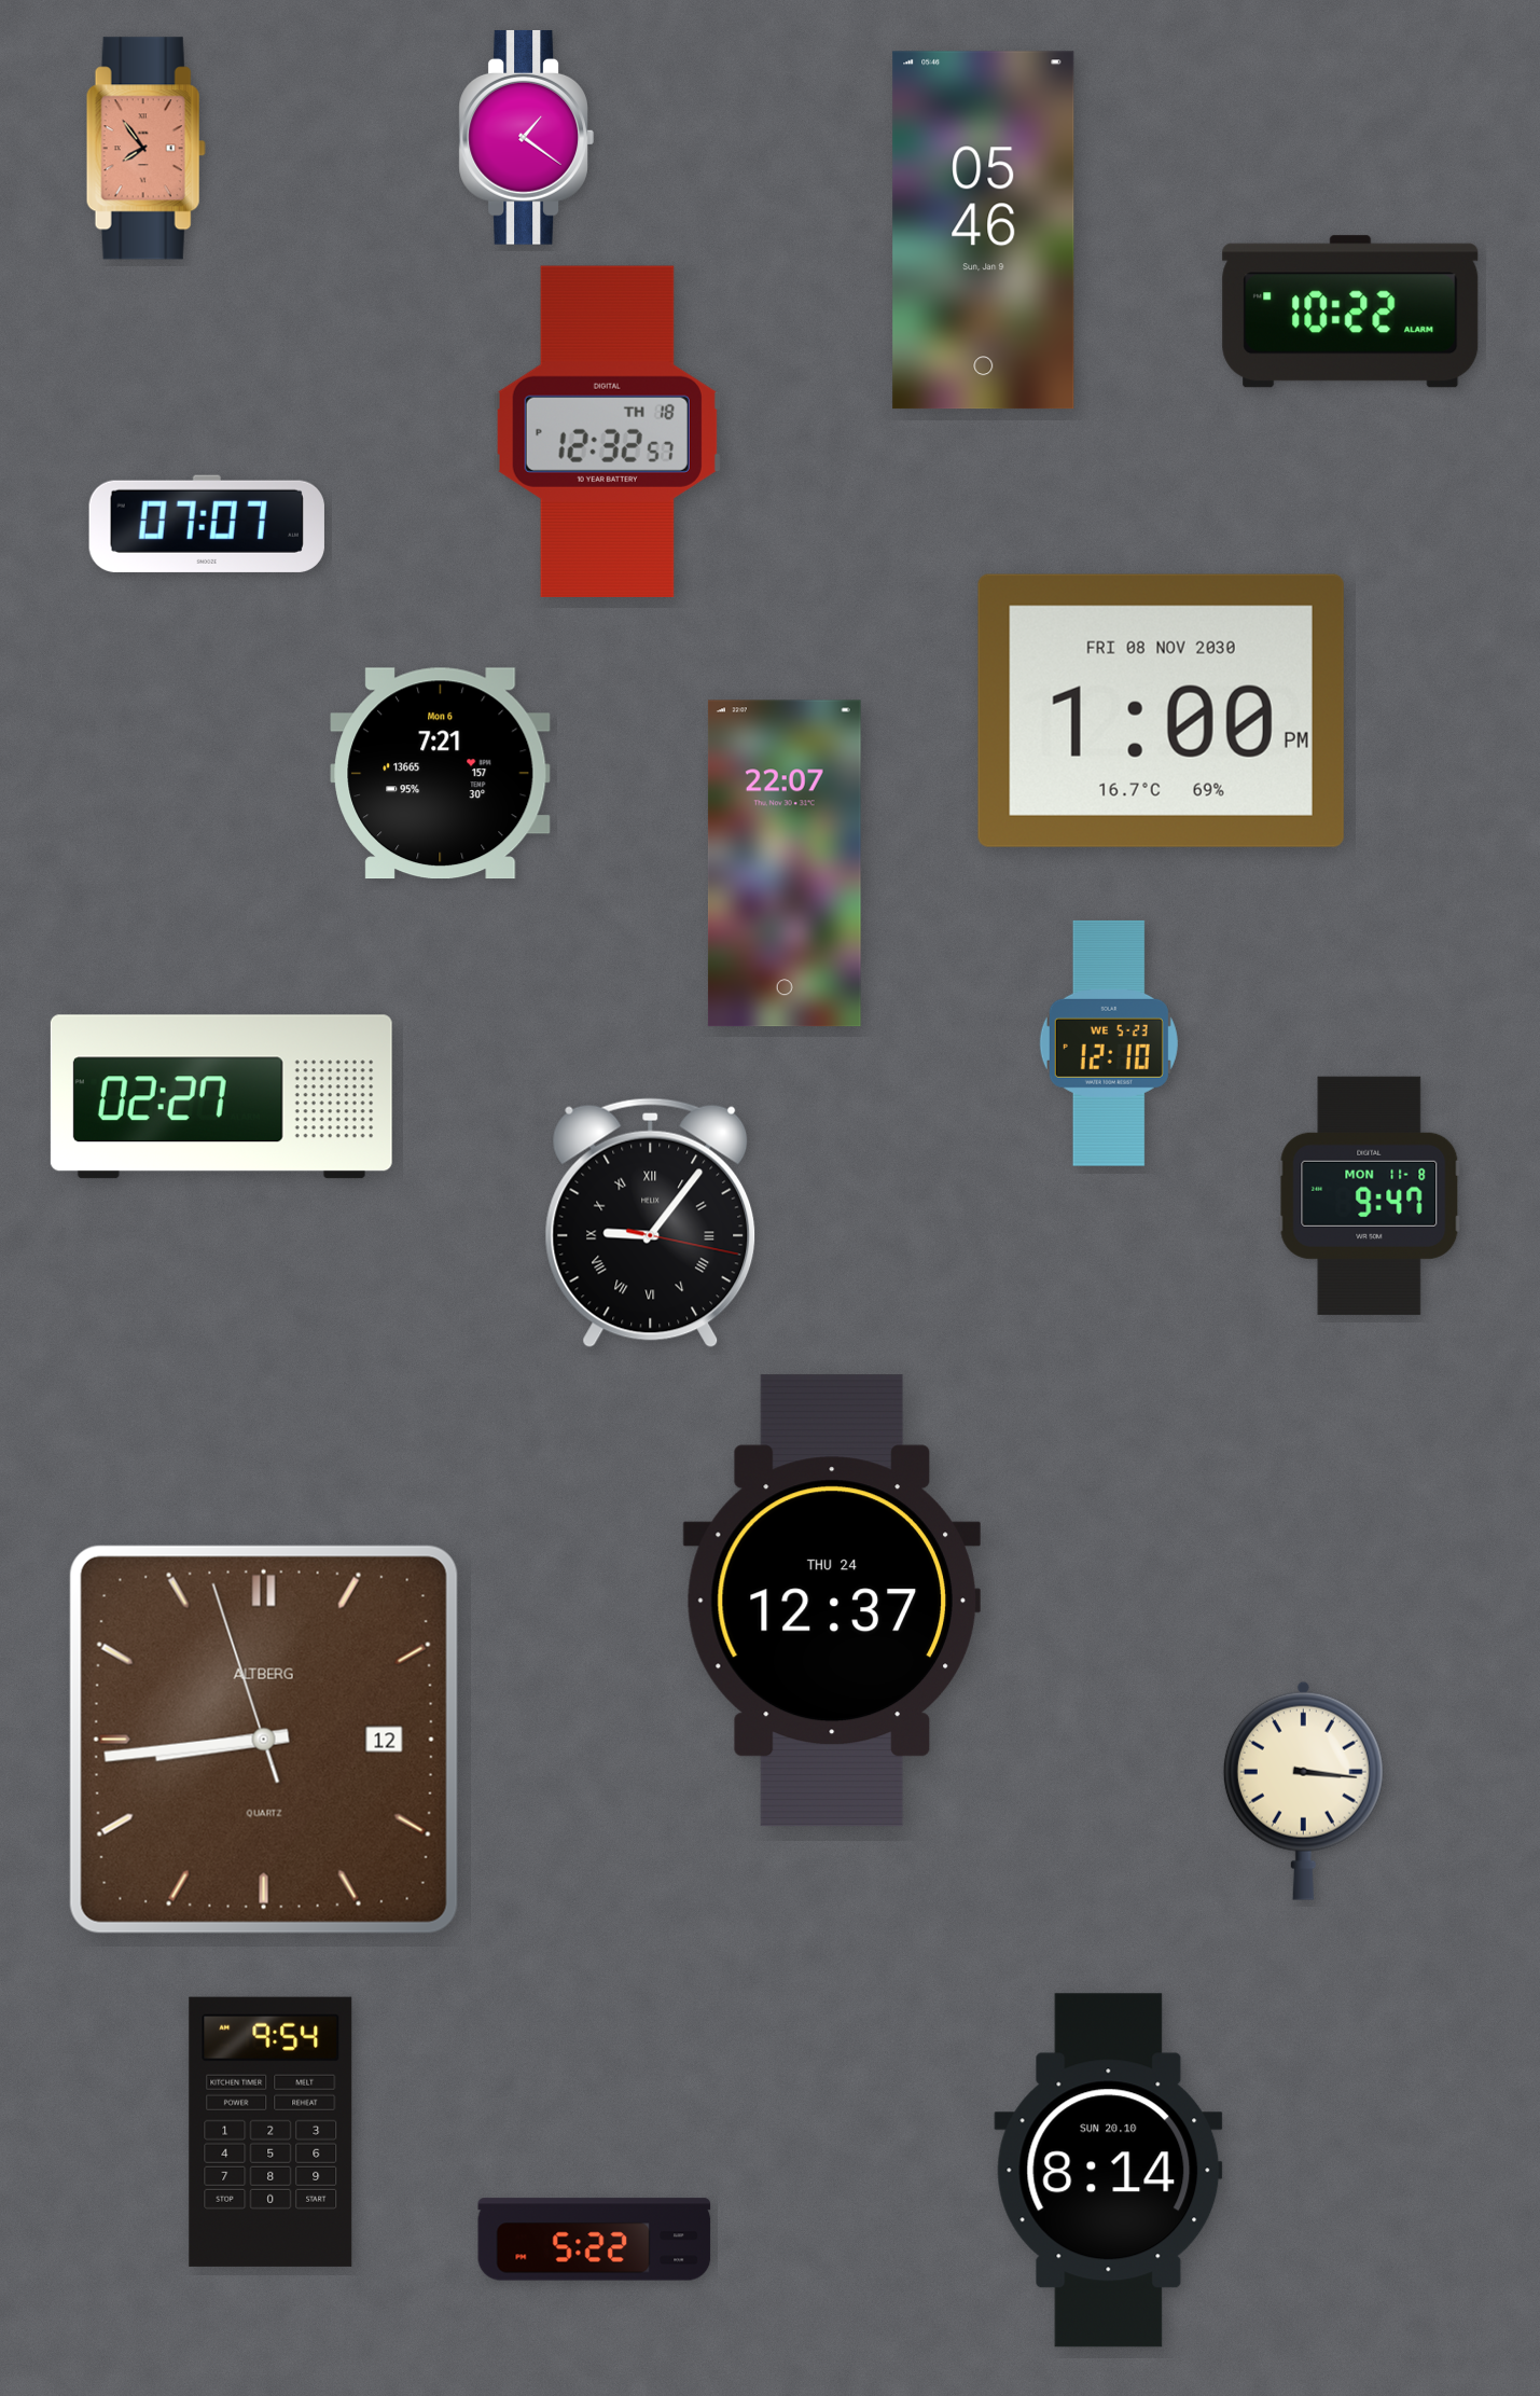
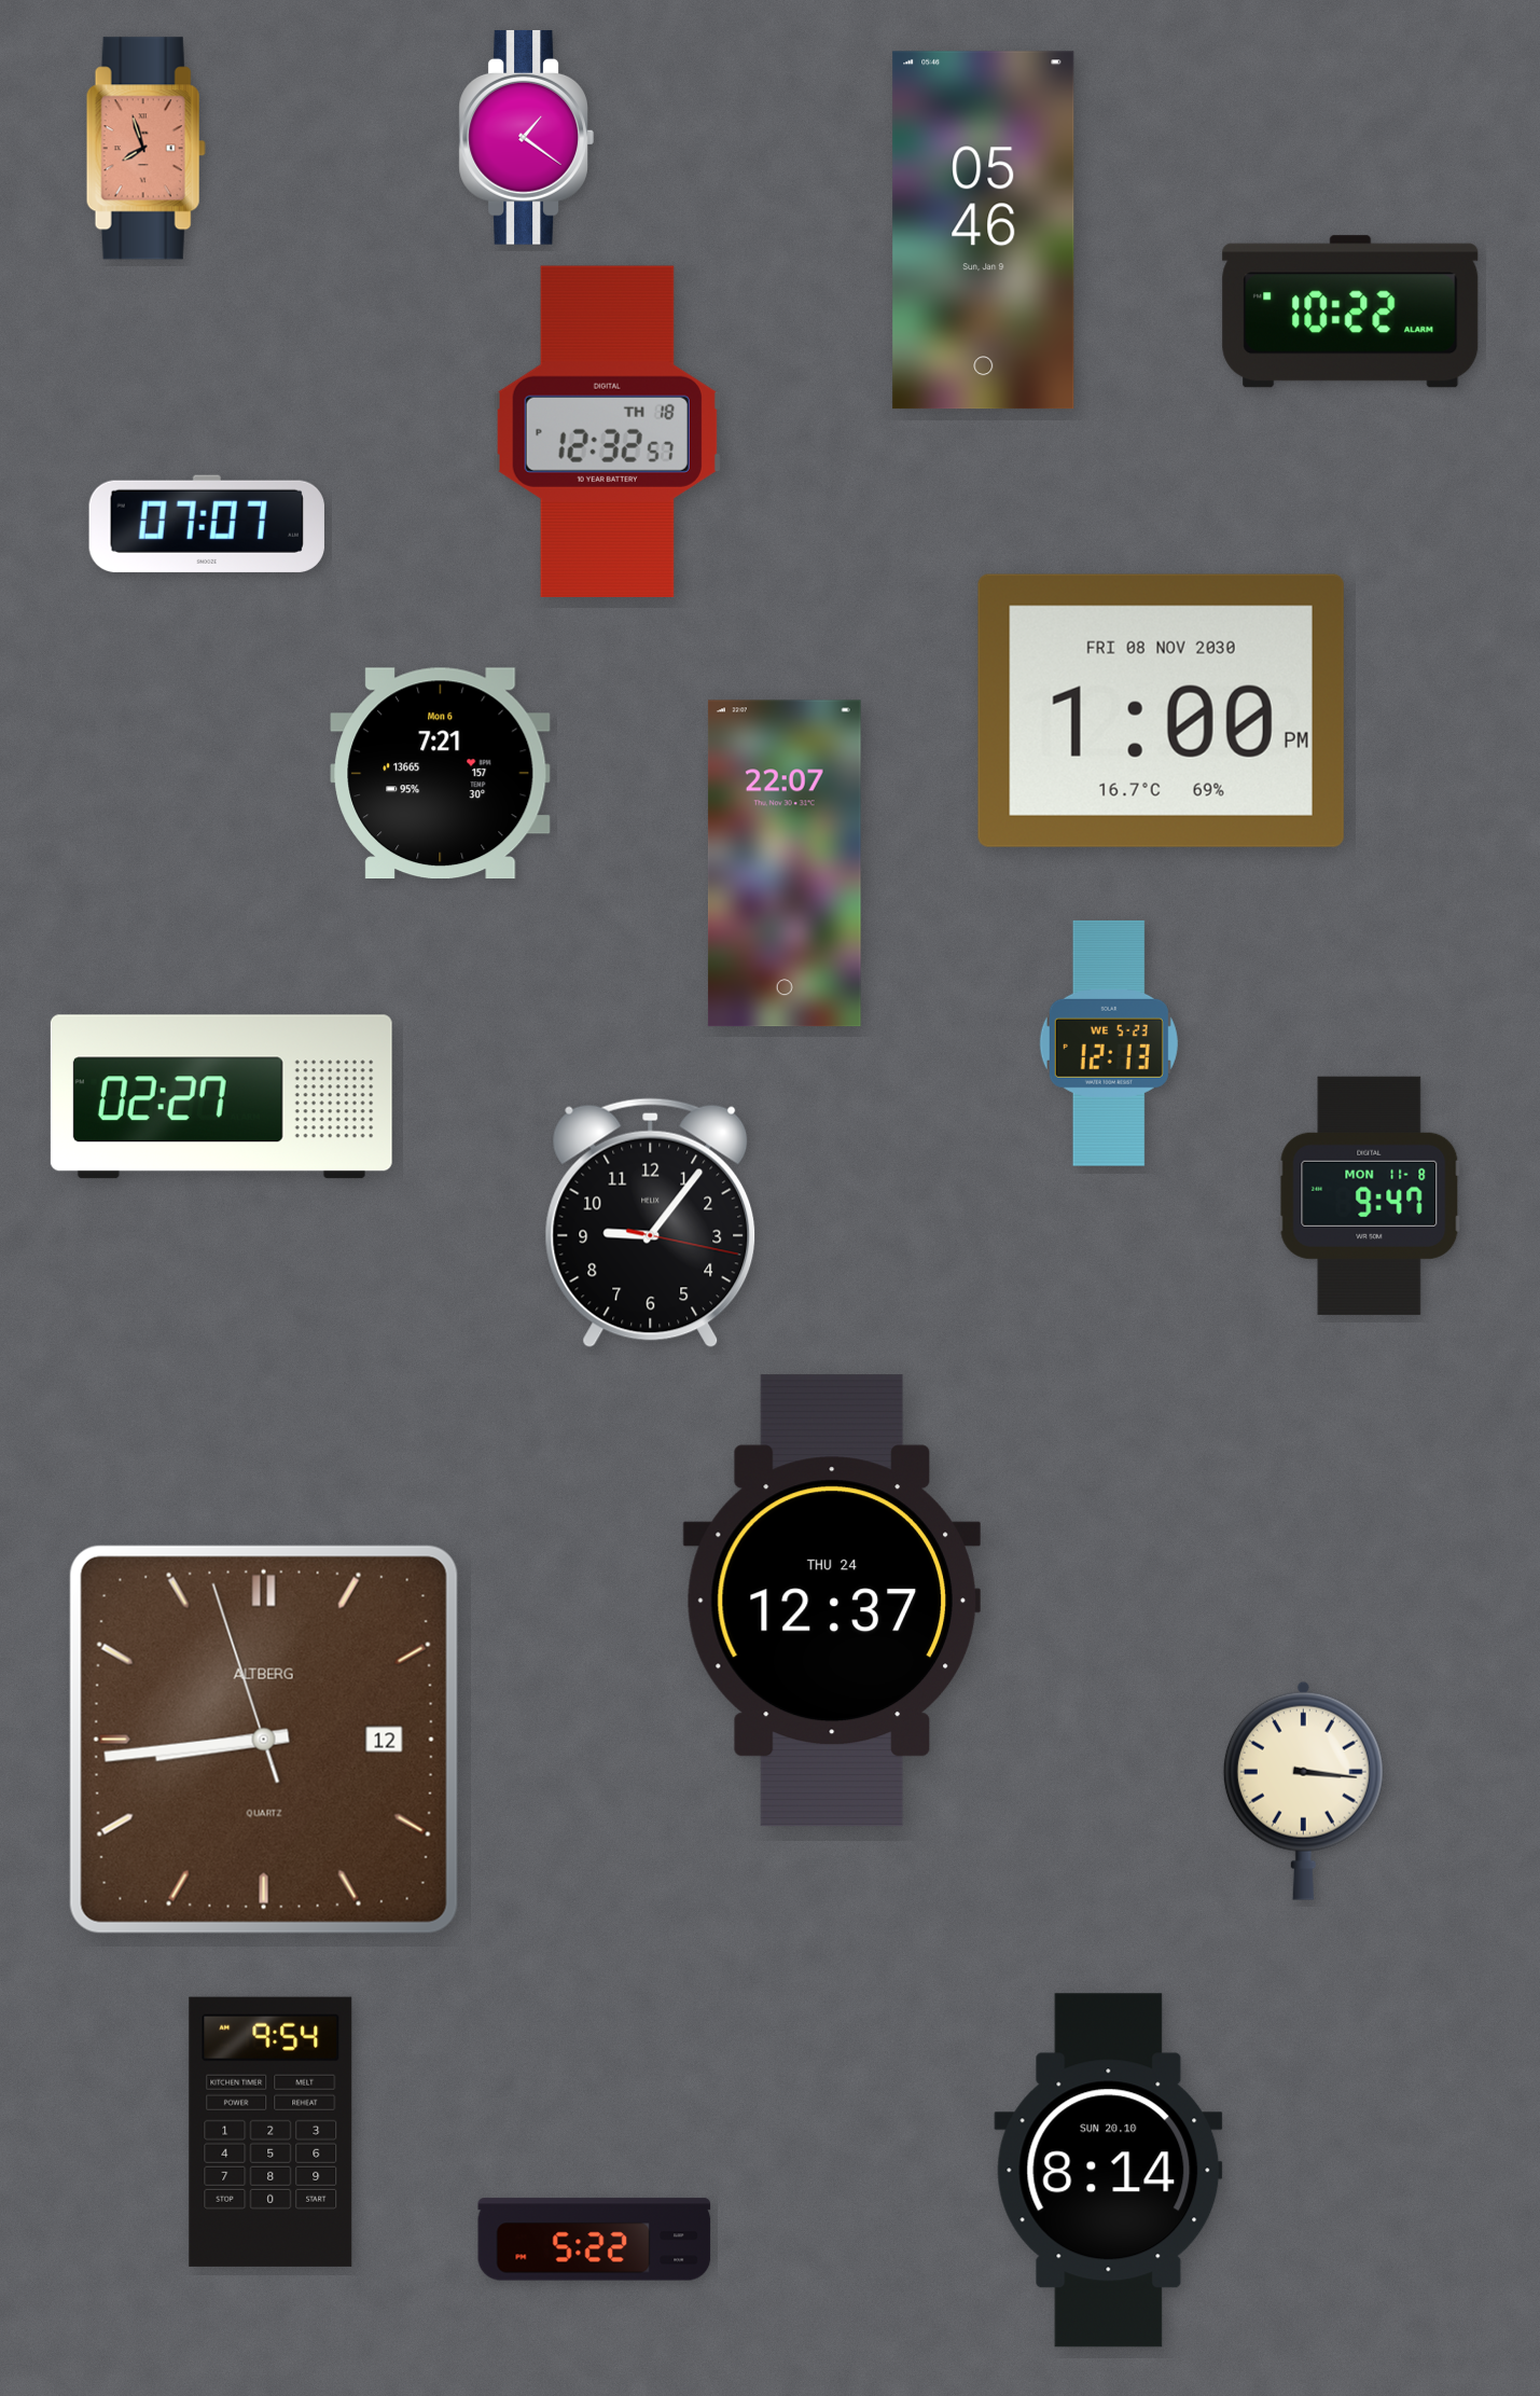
clock at (145, 149): 7:54 -> 7:57
clock at (1109, 1043): 12:10 -> 12:13
clock at (651, 1223) numerals: Roman -> Arabic
